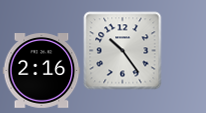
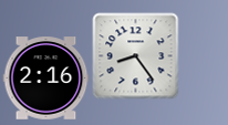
clock at (122, 50): 10:24 -> 8:24
